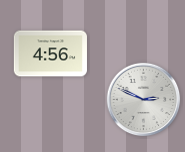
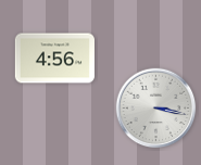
clock at (144, 100): 2:49 -> 3:17
